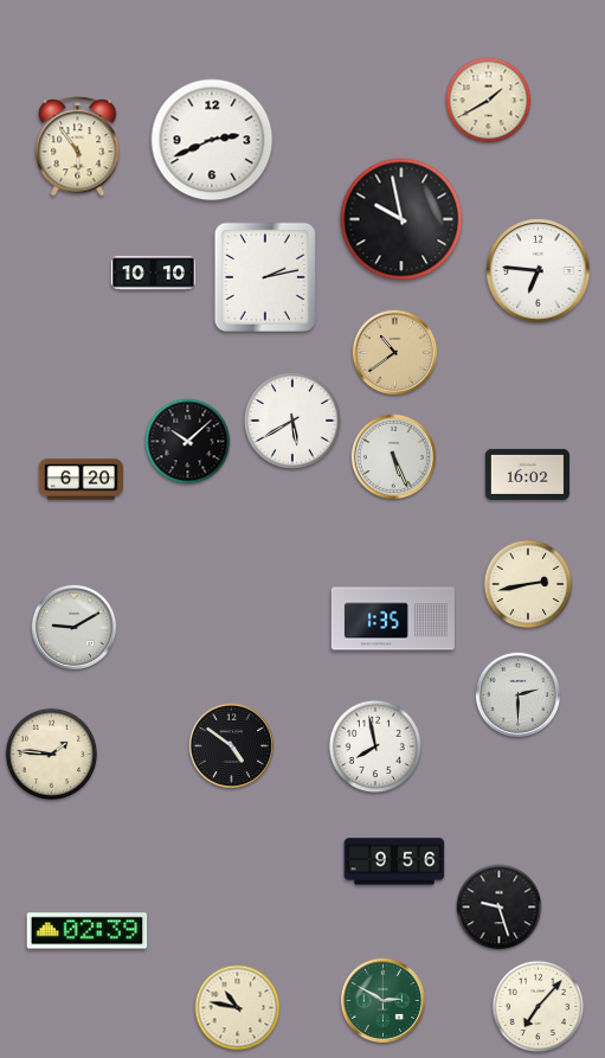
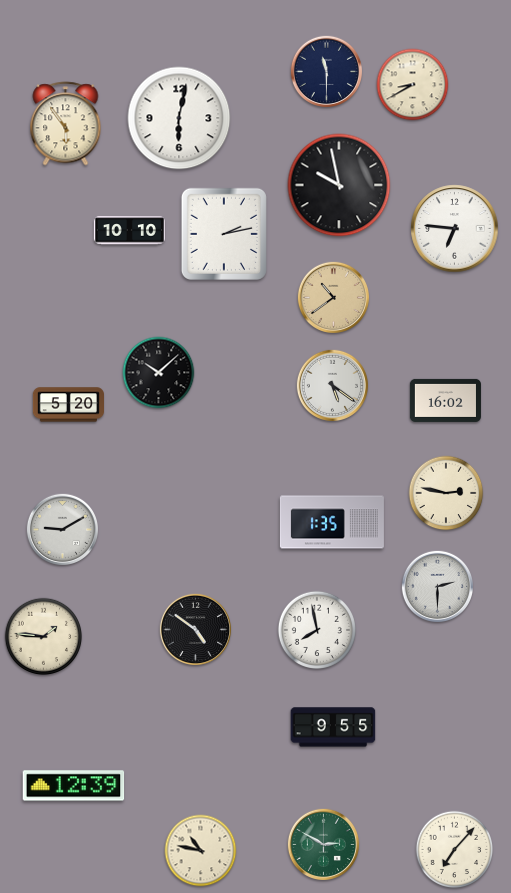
clock at (326, 71): none -> 11:30
clock at (489, 101): 1:40 -> 8:40
clock at (212, 140): 2:41 -> 6:02
clock at (292, 421): 5:40 -> none
clock at (393, 456): 5:26 -> 5:21
clock at (81, 480): 6:20 -> 5:20
clock at (528, 584): 2:43 -> 2:47
clock at (394, 861): 9:56 -> 9:55
clock at (500, 908): 9:27 -> none
clock at (88, 931): 02:39 -> 12:39
